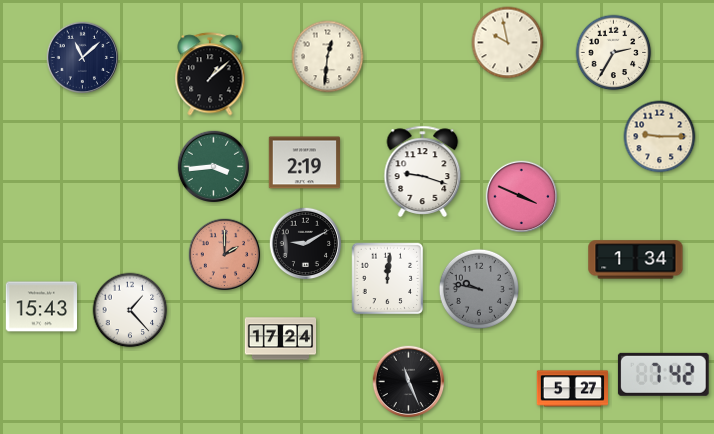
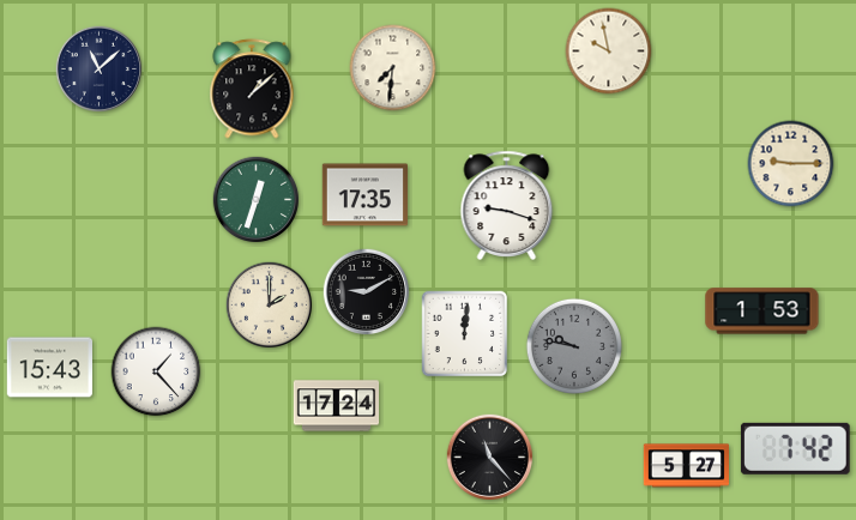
clock at (614, 53): 2:35 -> none
clock at (328, 57): 12:31 -> 7:31
clock at (304, 163): 2:19 -> 17:35
clock at (214, 167): 3:44 -> 12:33
clock at (522, 197): 3:49 -> none
clock at (225, 255) dial: salmon -> cream
clock at (636, 260): 1:34 -> 1:53
clock at (409, 382): 11:26 -> 11:23
